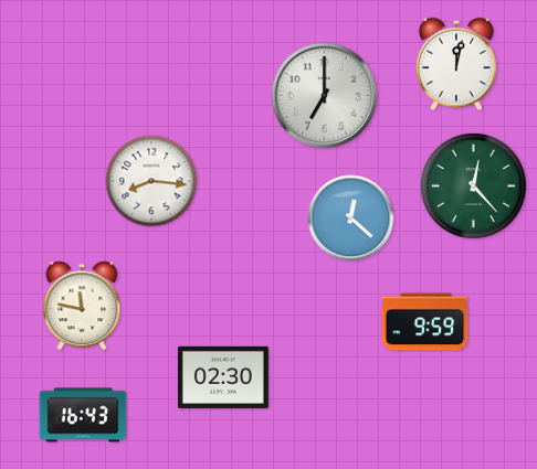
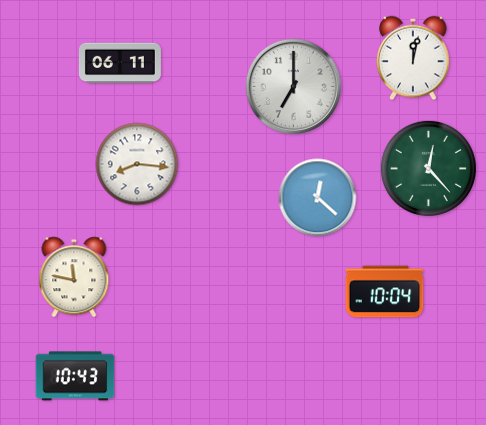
clock at (120, 63): none -> 06:11
clock at (425, 322): 9:59 -> 10:04
clock at (223, 377): 02:30 -> none
clock at (83, 415): 16:43 -> 10:43
